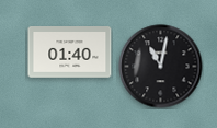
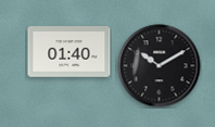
clock at (161, 67): 11:02 -> 10:10
